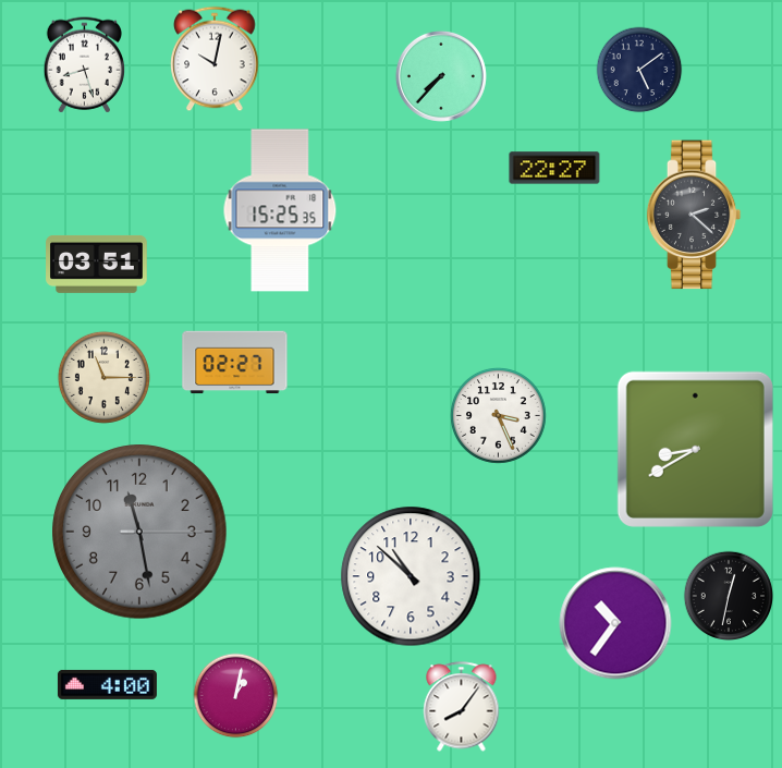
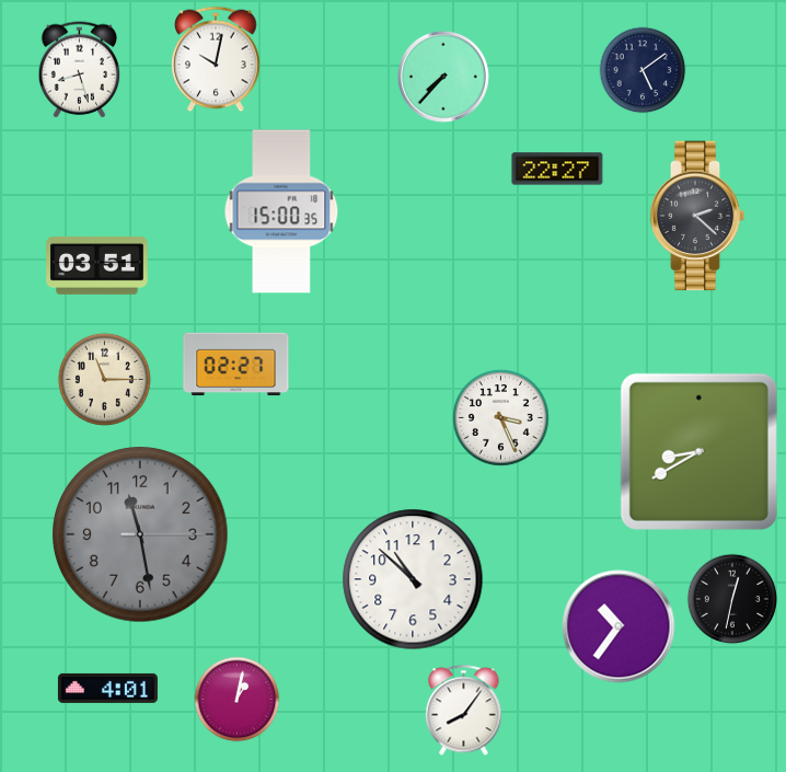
clock at (84, 65) position: (84, 65) -> (79, 70)
clock at (280, 210): 15:25 -> 15:00
clock at (107, 684): 4:00 -> 4:01
